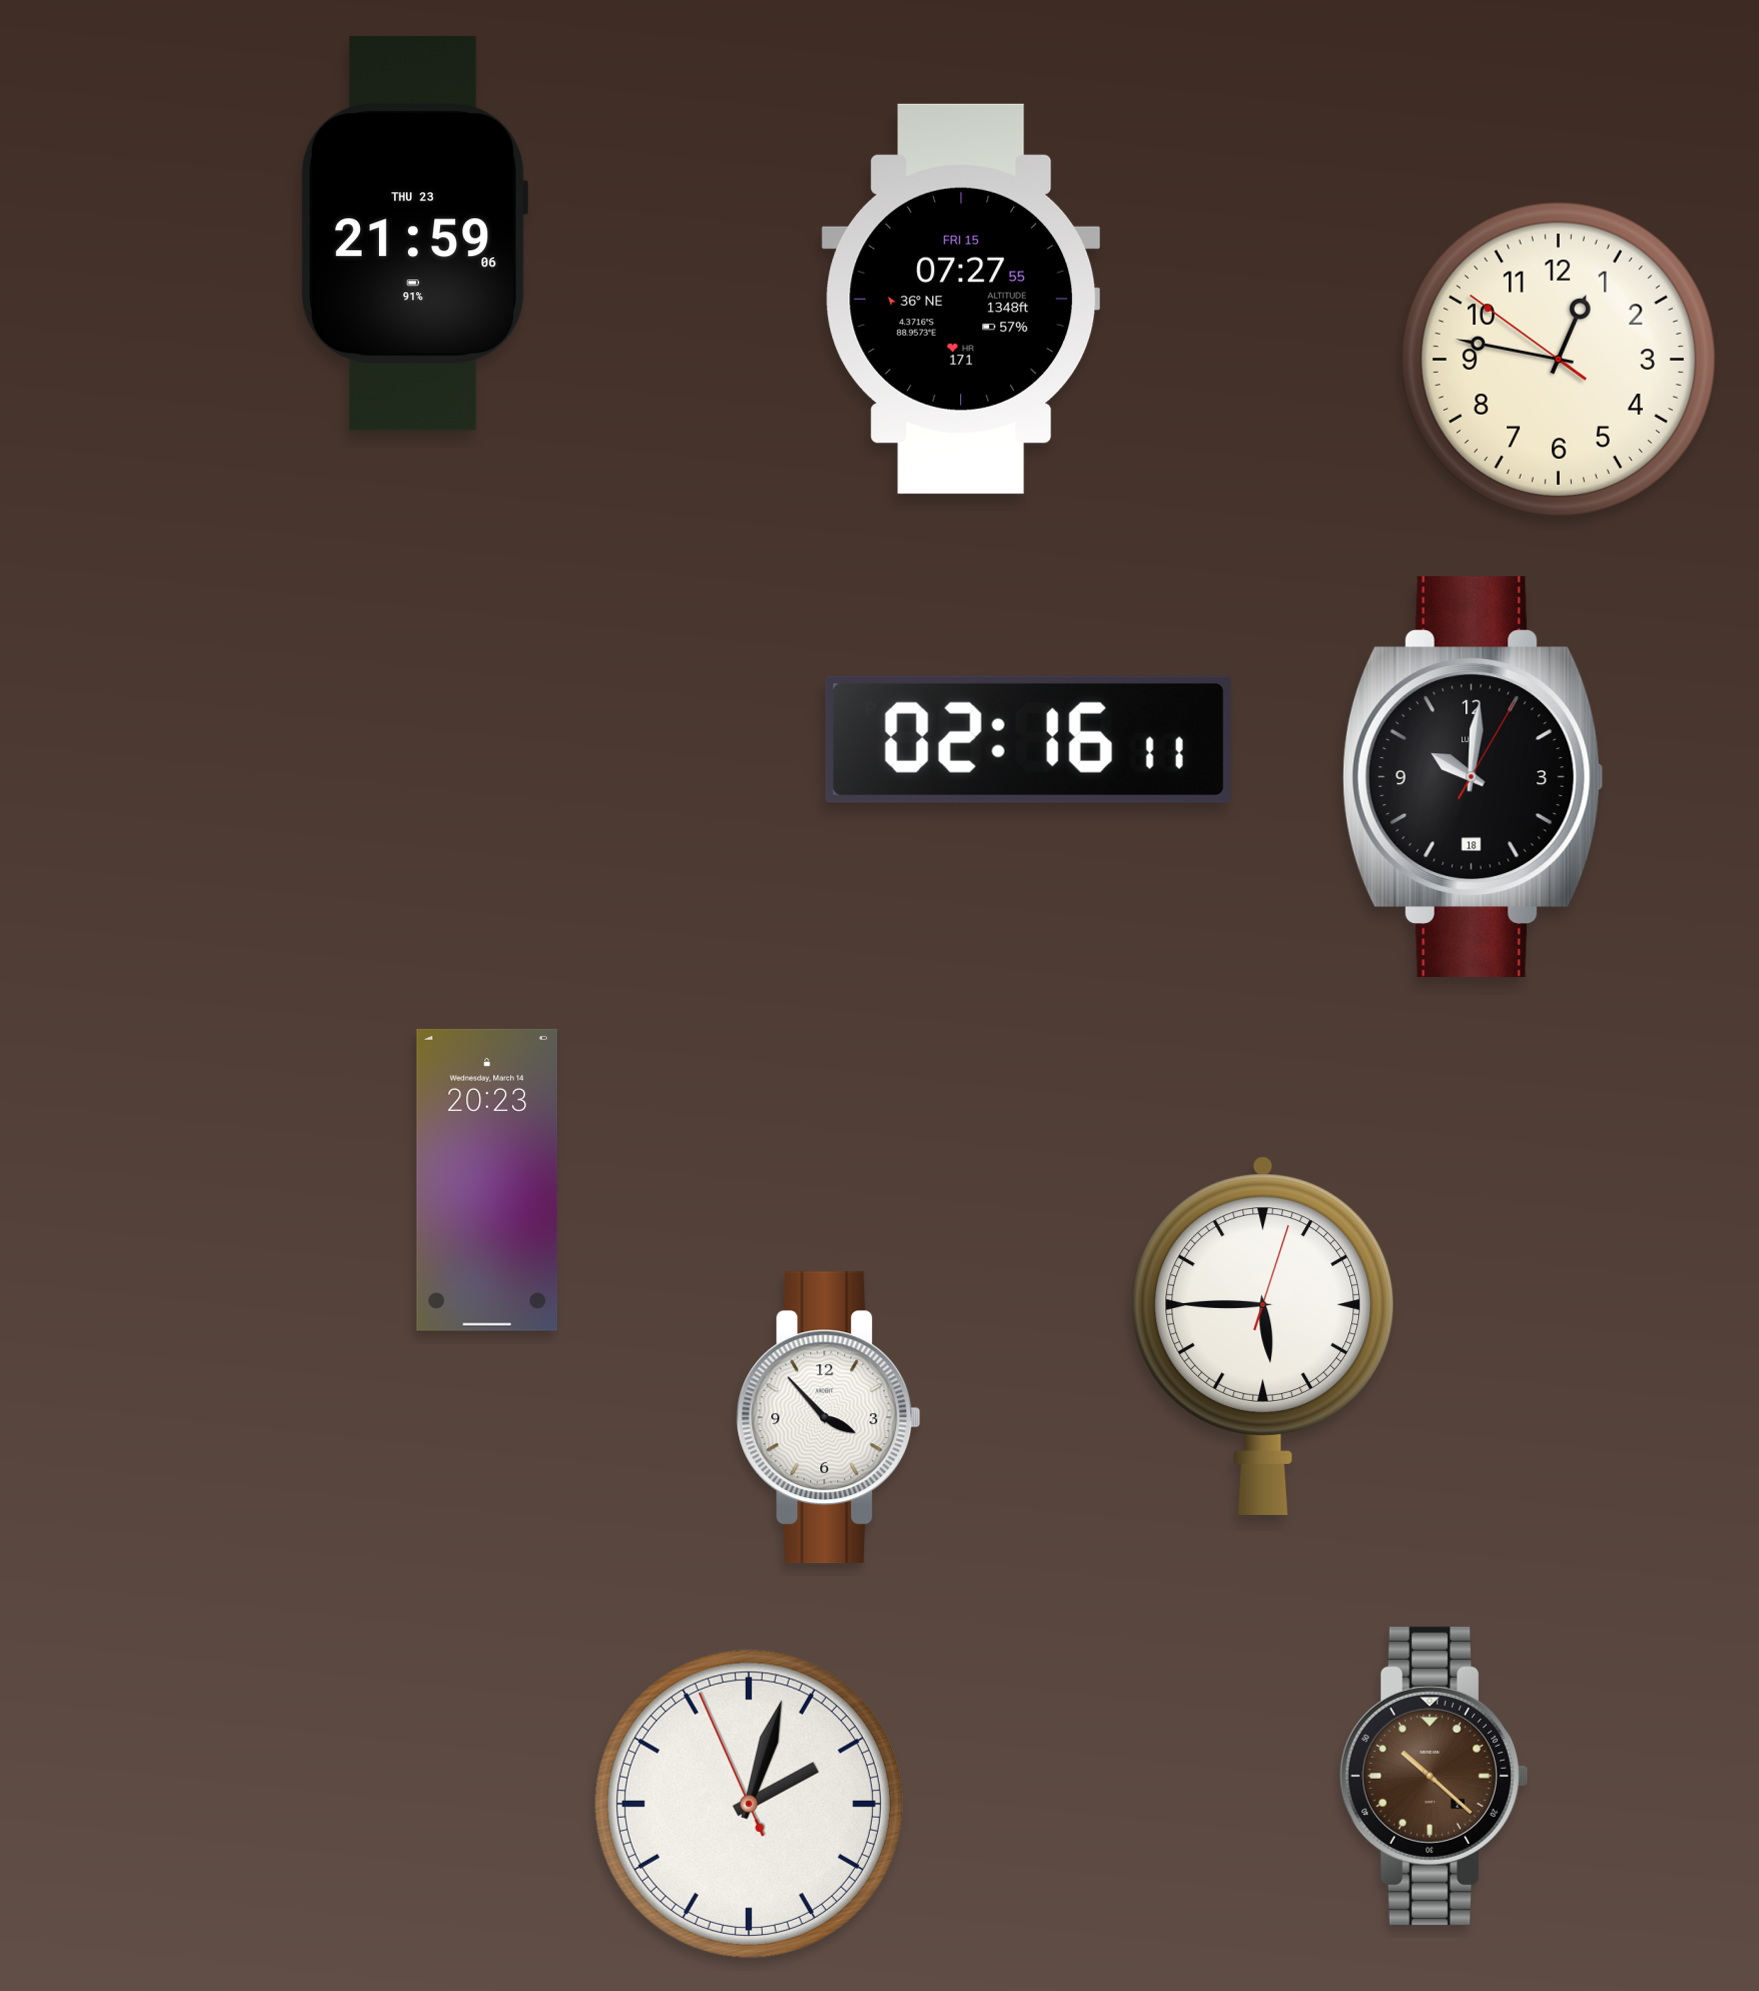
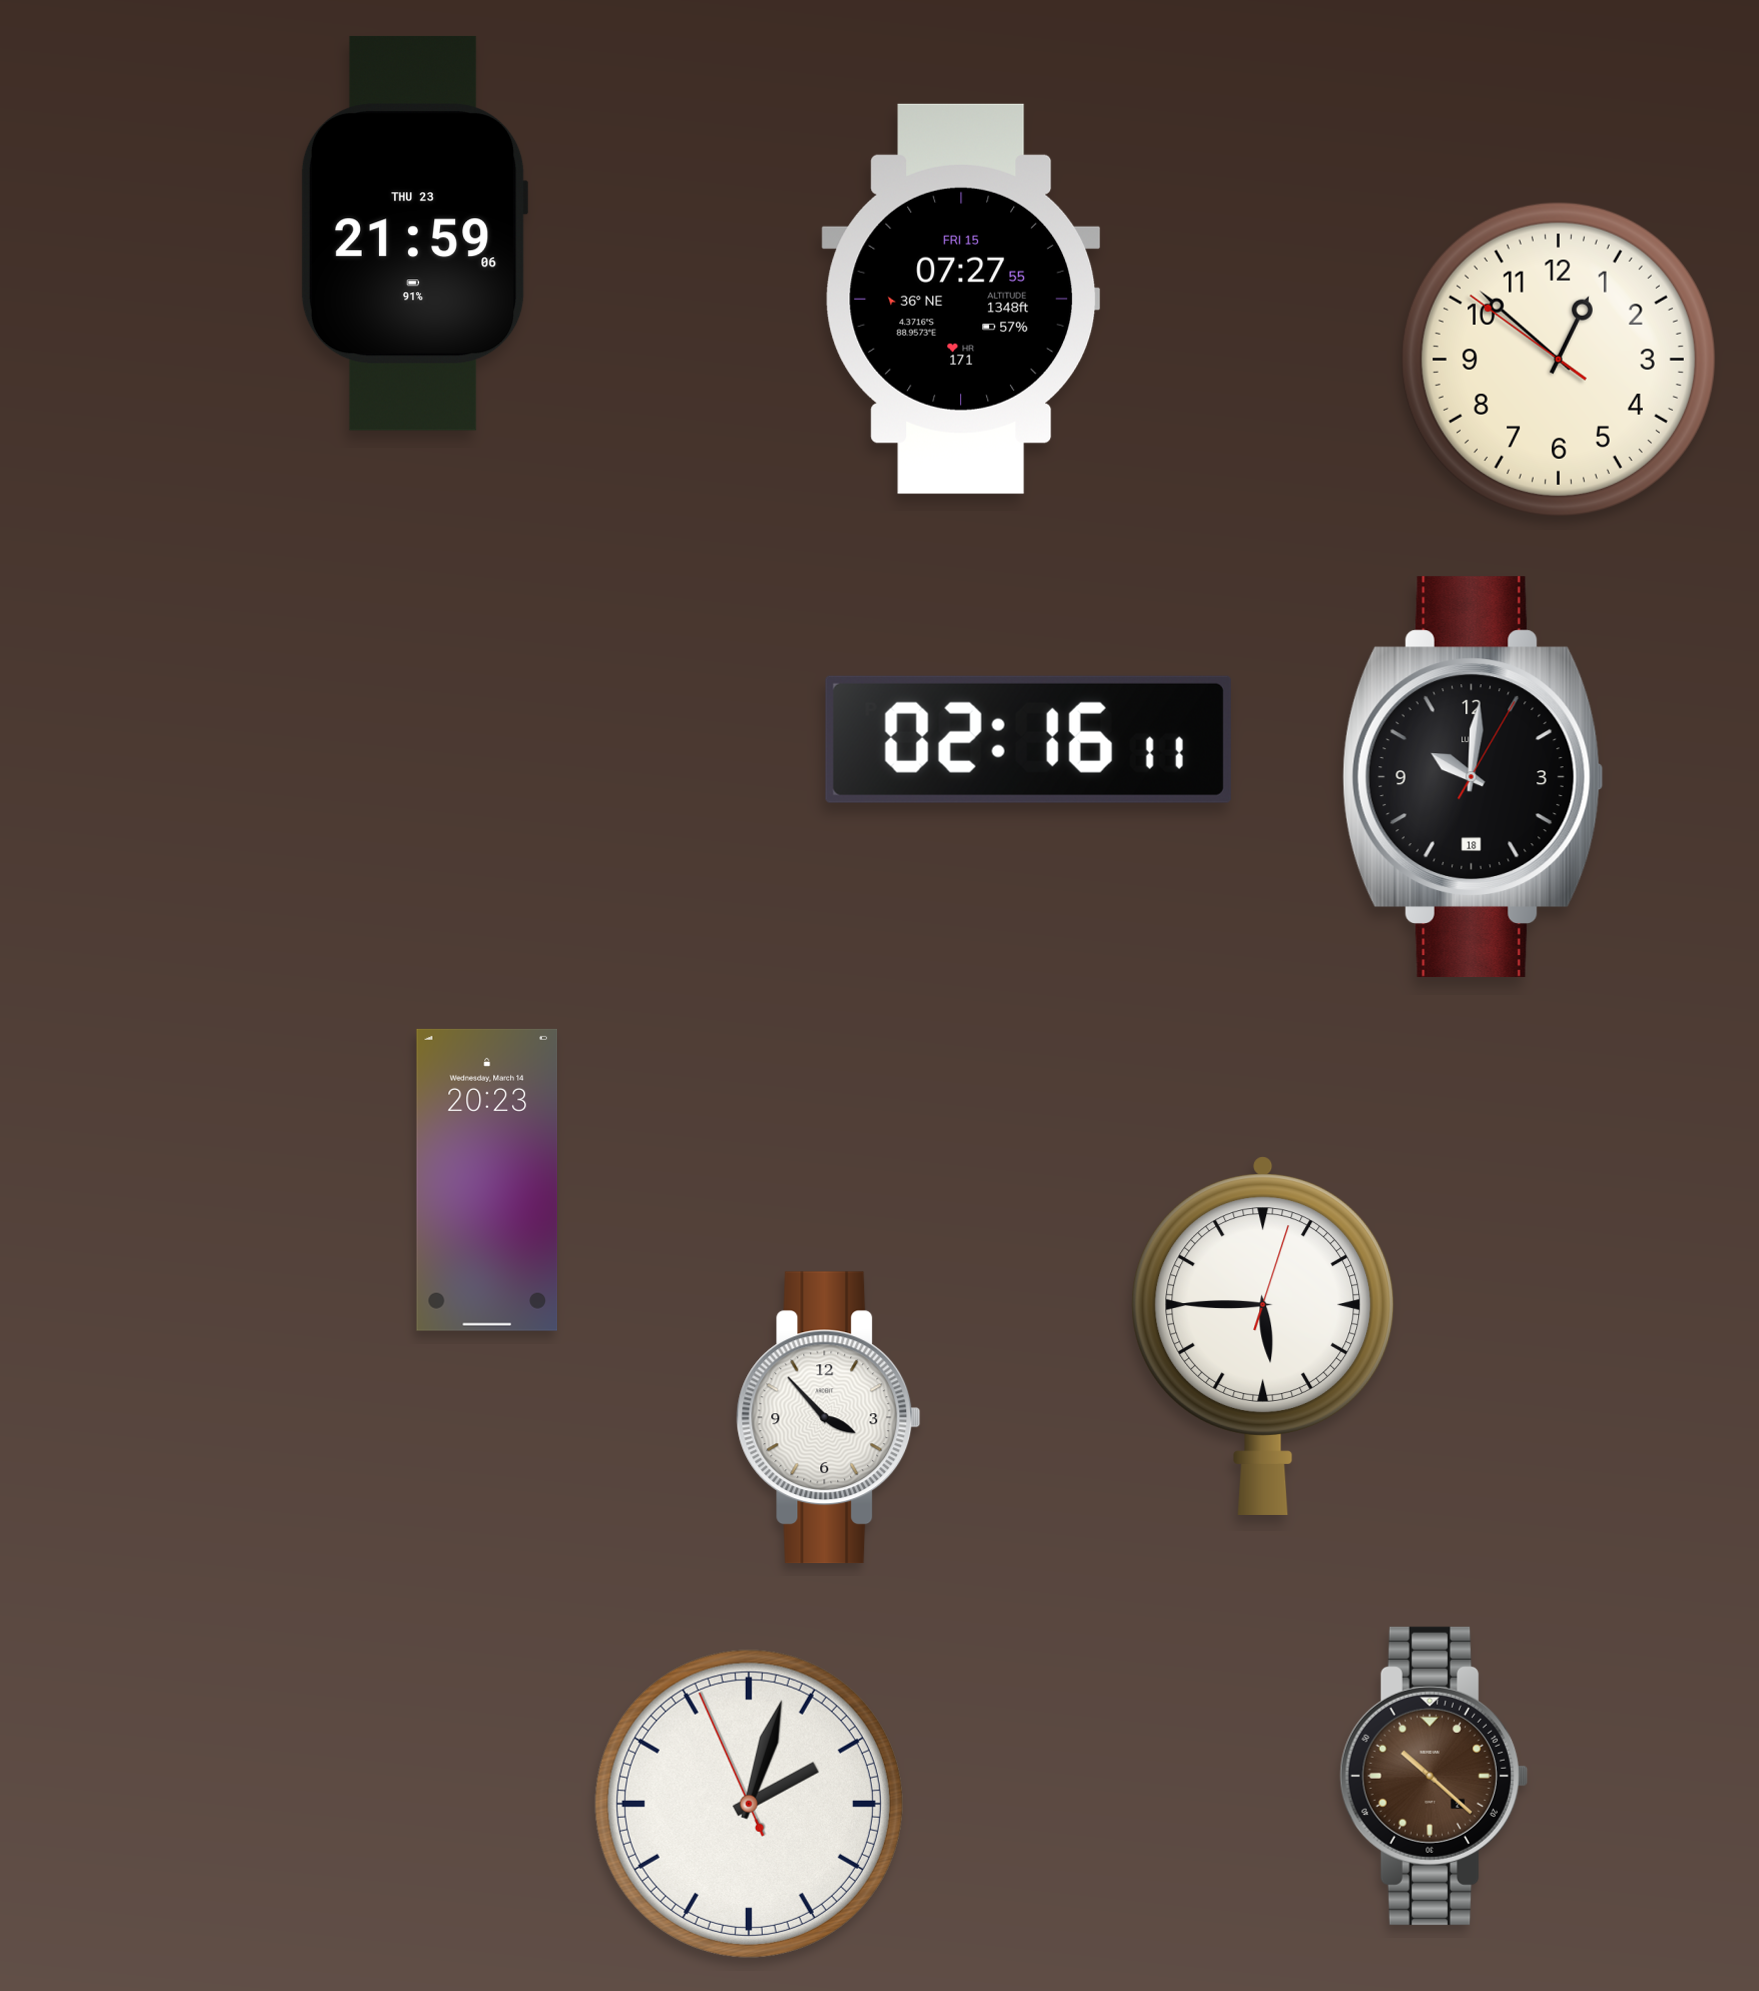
clock at (1558, 359): 12:46 -> 12:51
